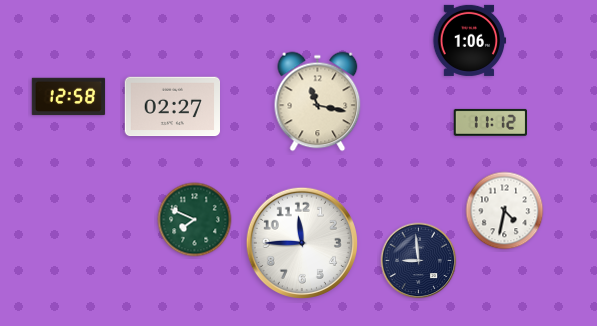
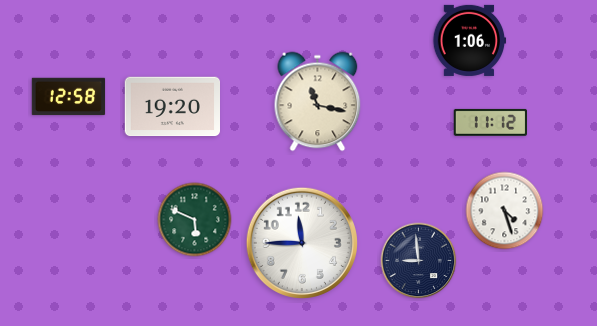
clock at (173, 107): 02:27 -> 19:20
clock at (505, 211): 4:32 -> 4:27
clock at (195, 220): 7:49 -> 5:49
